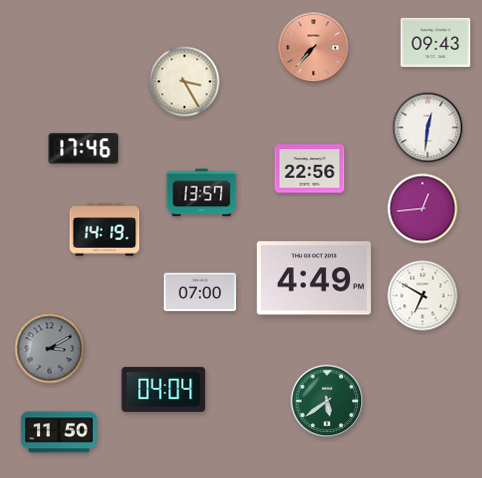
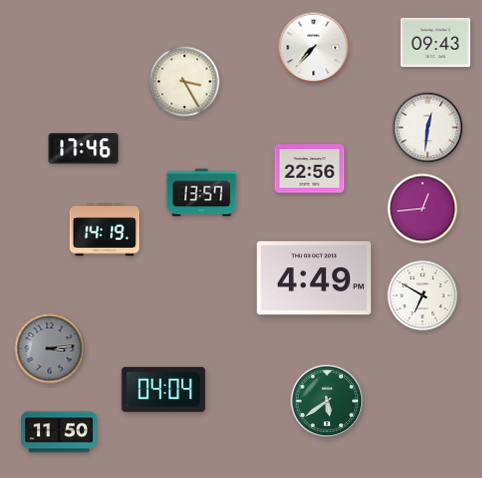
clock at (314, 48) dial: salmon -> white
clock at (200, 292): 07:00 -> none
clock at (50, 349): 3:10 -> 3:14
